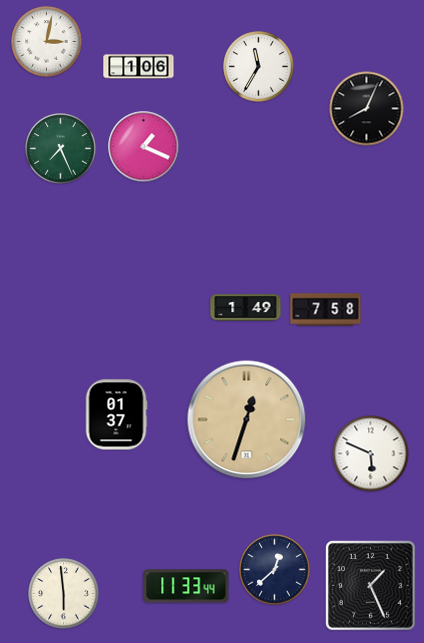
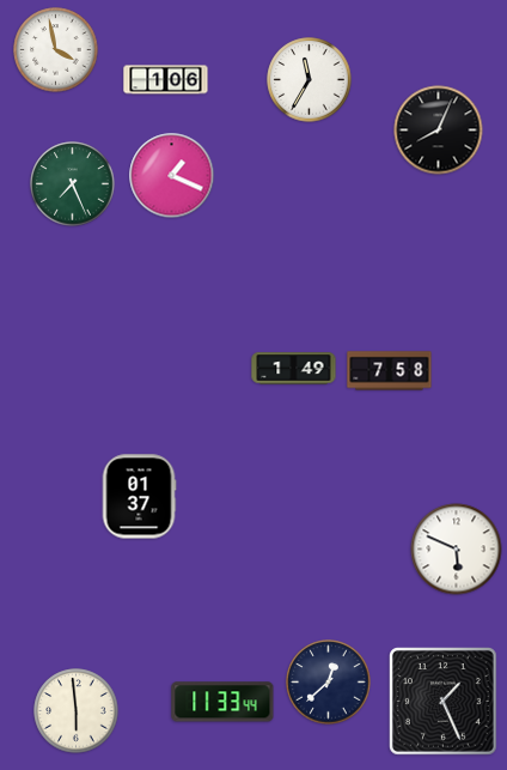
clock at (47, 42): 3:02 -> 3:58
clock at (61, 149) position: (61, 149) -> (73, 184)
clock at (247, 420): 12:33 -> none
clock at (371, 454) position: (371, 454) -> (457, 550)
